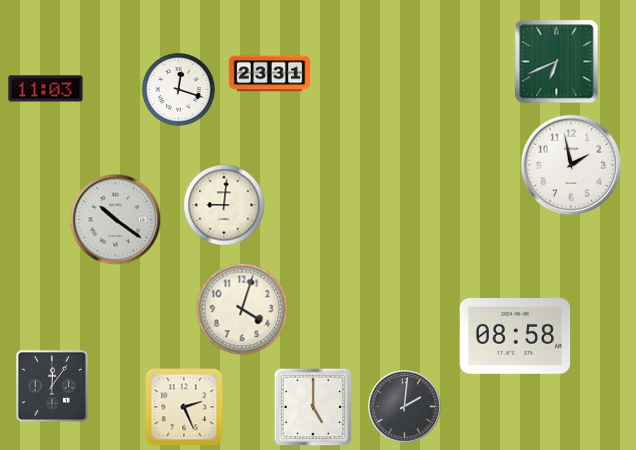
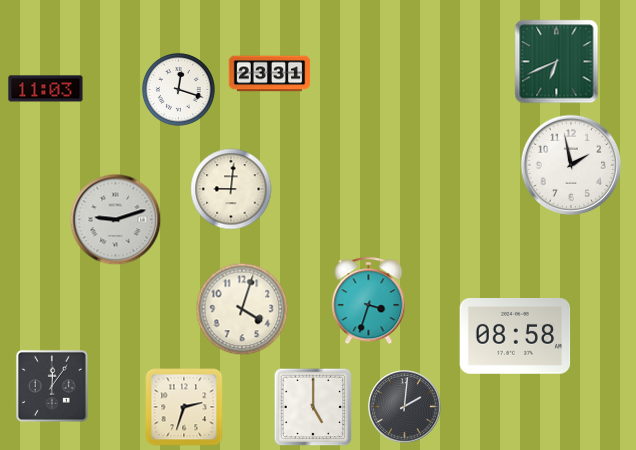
clock at (224, 205) position: (224, 205) -> (231, 189)
clock at (116, 220): 10:21 -> 9:12
clock at (369, 301): none -> 3:33
clock at (184, 407): 2:26 -> 2:33
